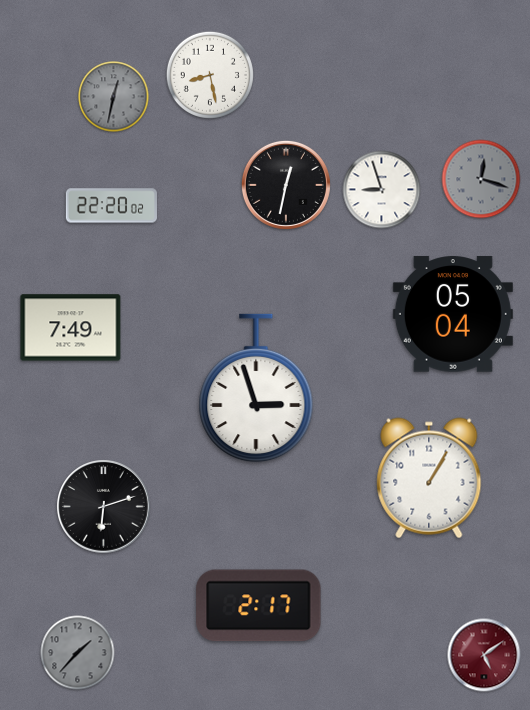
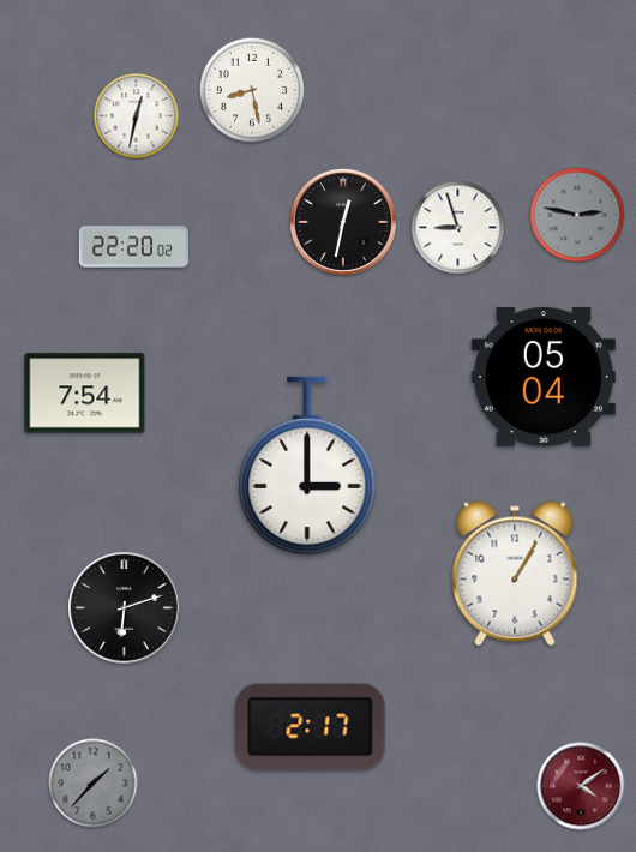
clock at (114, 97) dial: grey -> white
clock at (481, 179): 12:18 -> 2:47
clock at (71, 328): 7:49 -> 7:54
clock at (256, 388): 2:57 -> 3:00
clock at (484, 655): 5:09 -> 4:09
